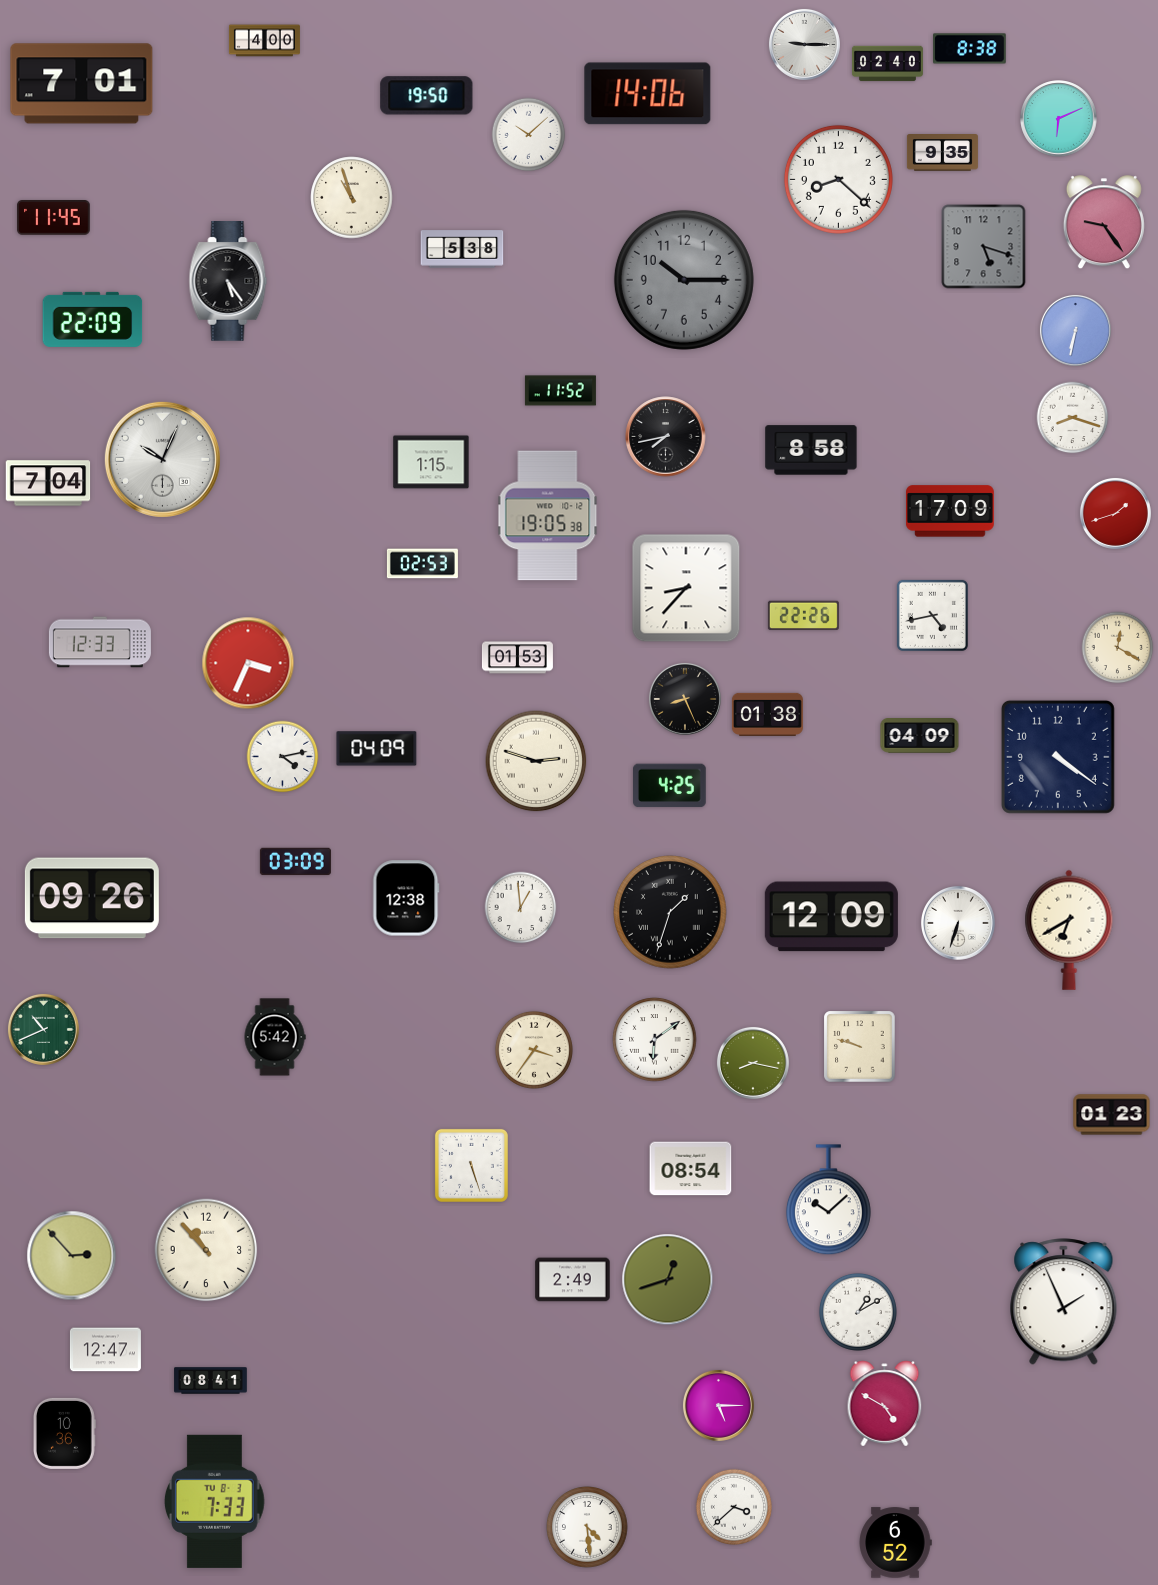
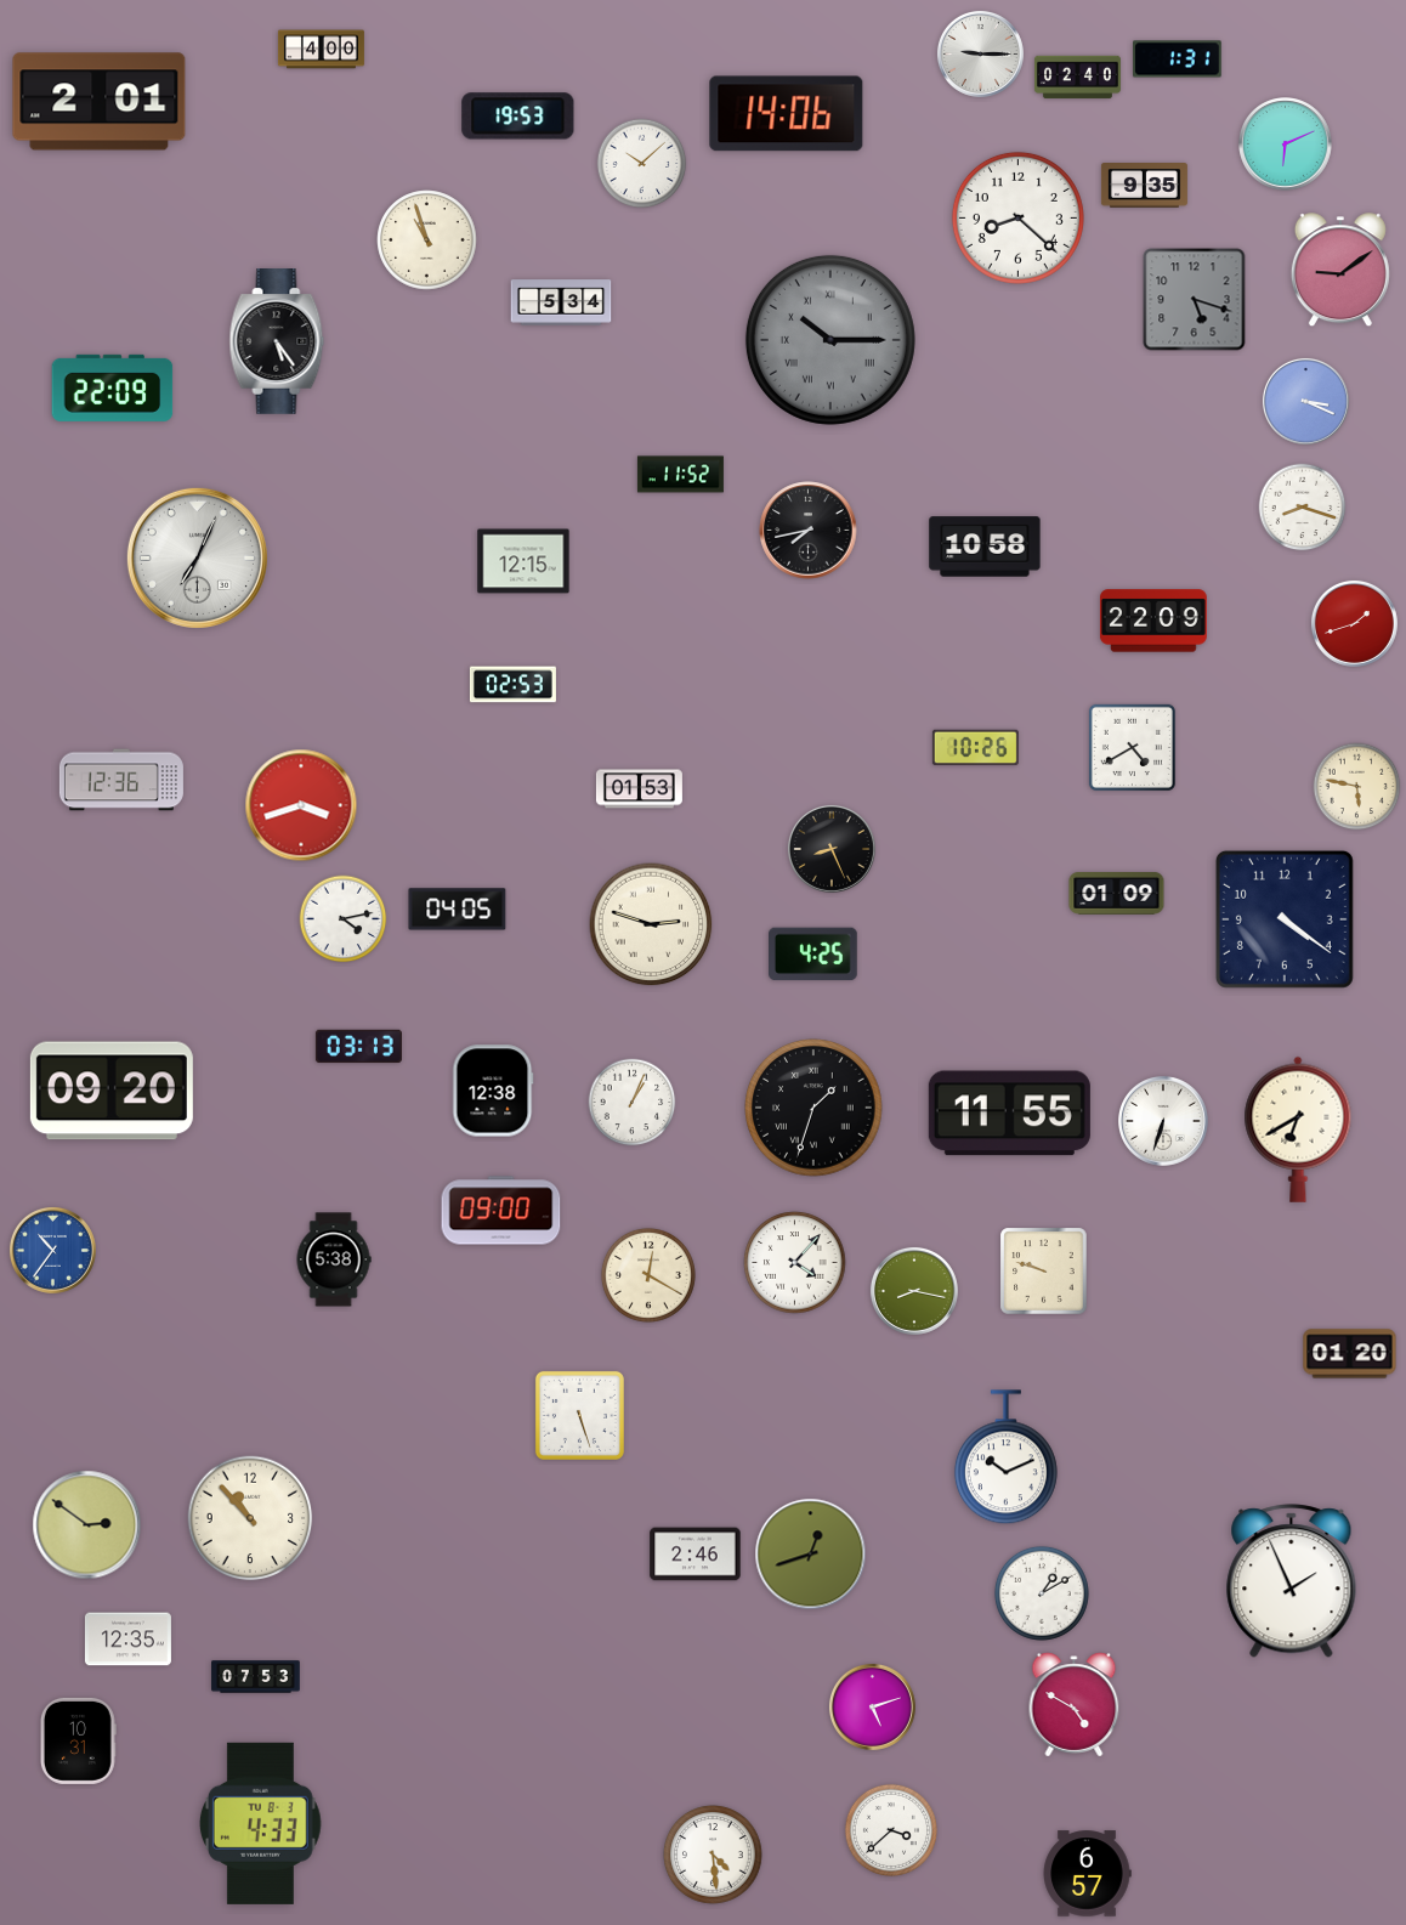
clock at (804, 44) position: (804, 44) -> (980, 53)
clock at (970, 49): 8:38 -> 1:31
clock at (82, 84): 7:01 -> 2:01
clock at (427, 96): 19:50 -> 19:53
clock at (54, 218): 11:45 -> none
clock at (1104, 223): 9:24 -> 9:09
clock at (462, 249): 5:38 -> 5:34
clock at (684, 280) numerals: Arabic -> Roman
clock at (1075, 330): 6:32 -> 3:19
clock at (811, 450): 8:58 -> 10:58
clock at (162, 459): 10:04 -> 7:04
clock at (431, 462): 1:15 -> 12:15
clock at (48, 483): 7:04 -> none
clock at (950, 511): 17:09 -> 22:09
clock at (548, 516): 19:05 -> none
clock at (686, 588): 8:37 -> none
clock at (932, 615): 4:43 -> 4:40
clock at (803, 616): 22:26 -> 10:26
clock at (100, 642): 12:33 -> 12:36
clock at (1118, 648): 12:20 -> 5:47
clock at (517, 658) position: (517, 658) -> (639, 789)
clock at (248, 663): 3:34 -> 3:42
clock at (767, 714): 01:38 -> none
clock at (920, 736): 04:09 -> 01:09
clock at (377, 749): 04:09 -> 04:05
clock at (295, 862): 03:09 -> 03:13
clock at (92, 898): 09:26 -> 09:20
clock at (521, 908): 12:59 -> 1:04
clock at (831, 917): 12:09 -> 11:55
clock at (501, 1211): none -> 09:00
clock at (43, 1029): 10:41 -> 10:36
clock at (43, 1029) dial: green -> blue
clock at (275, 1037): 5:42 -> 5:38
clock at (655, 1040): 6:09 -> 4:07
clock at (534, 1050): 3:36 -> 12:20
clock at (1112, 1115): 01:23 -> 01:20
clock at (471, 1165) position: (471, 1165) -> (579, 1415)
clock at (691, 1169): 08:54 -> none
clock at (828, 1200): 10:08 -> 10:11
clock at (72, 1256): 2:53 -> 2:51
clock at (573, 1280): 2:49 -> 2:46
clock at (105, 1350): 12:47 -> 12:35
clock at (211, 1381): 08:41 -> 07:53
clock at (718, 1405): 5:15 -> 5:12
clock at (64, 1433): 10:36 -> 10:31
clock at (214, 1501): 7:33 -> 4:33
clock at (895, 1543): 6:52 -> 6:57
